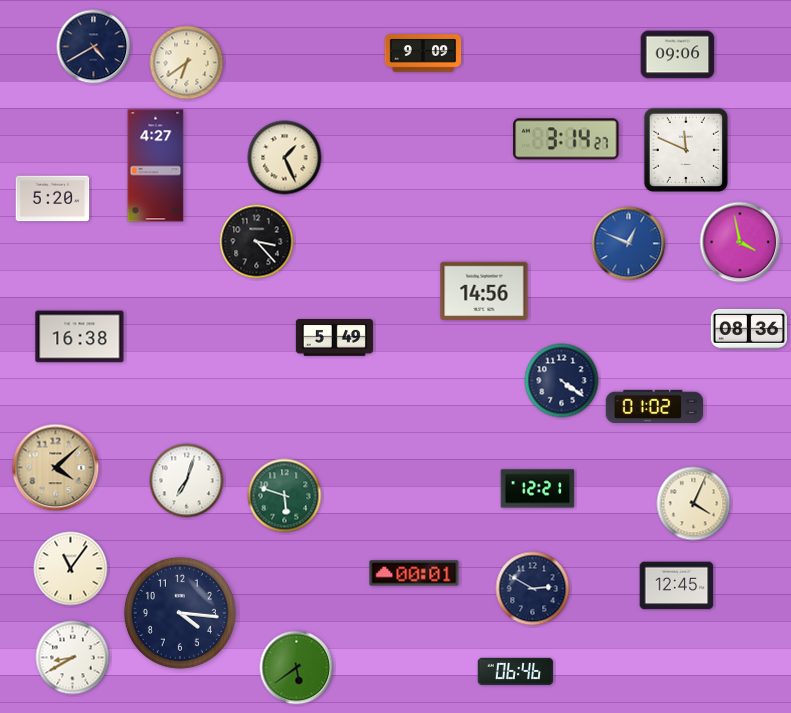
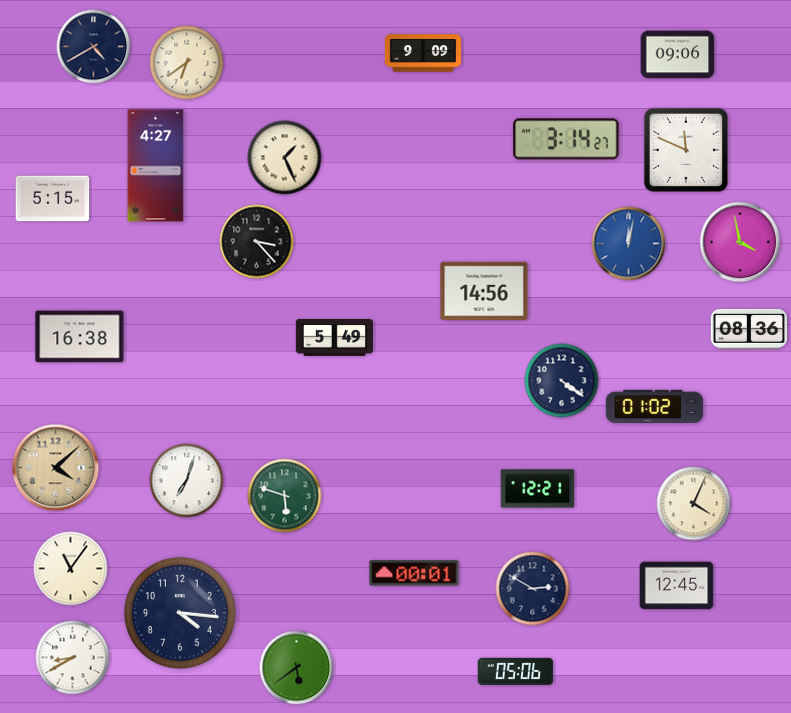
clock at (53, 199): 5:20 -> 5:15
clock at (629, 244): 12:49 -> 12:02
clock at (516, 671): 06:46 -> 05:06
